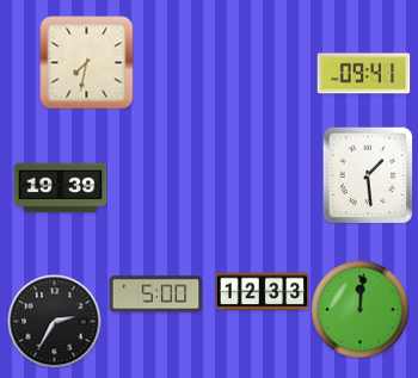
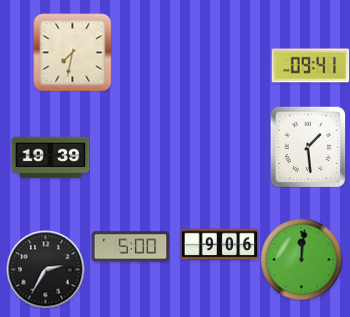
clock at (363, 74) position: (363, 74) -> (310, 66)
clock at (262, 292): 12:33 -> 9:06
